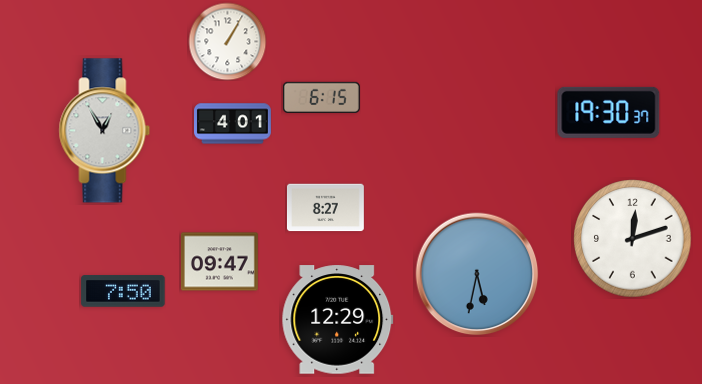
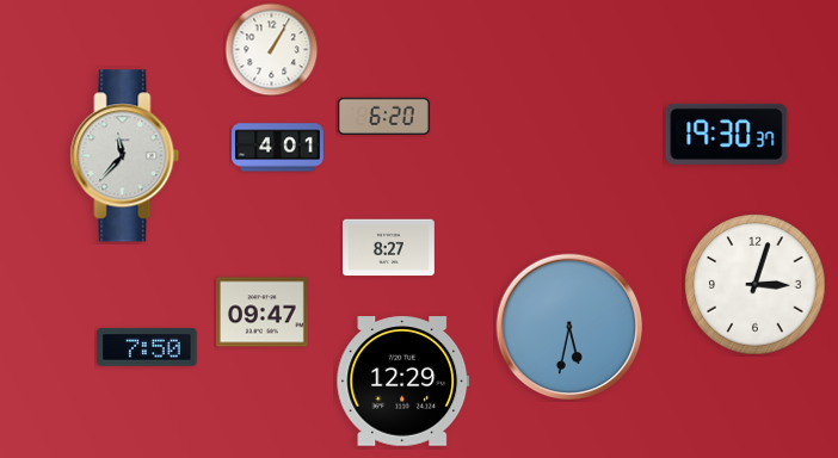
clock at (321, 97): 6:15 -> 6:20
clock at (105, 131): 12:55 -> 11:37
clock at (633, 239): 12:12 -> 3:03
